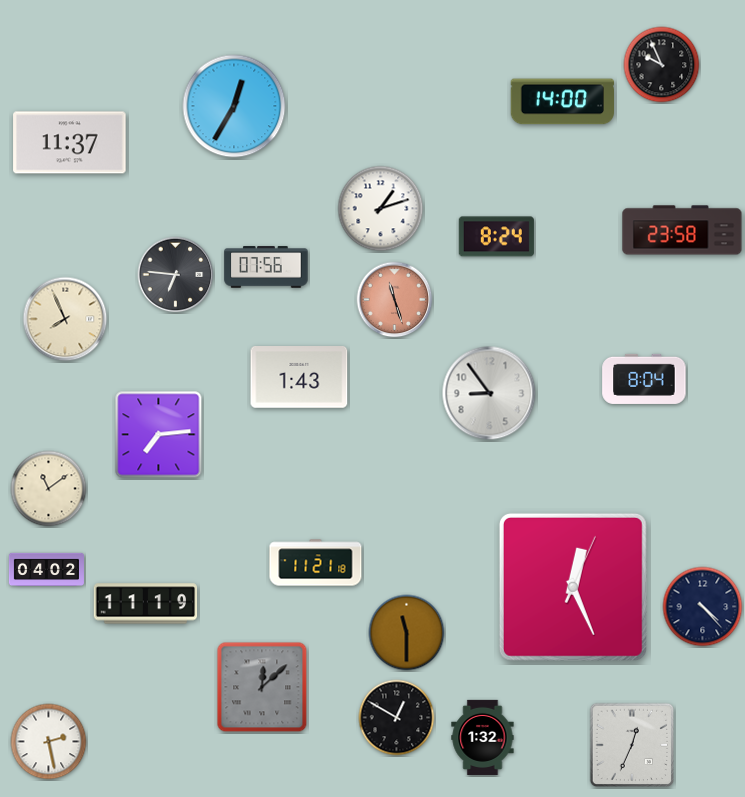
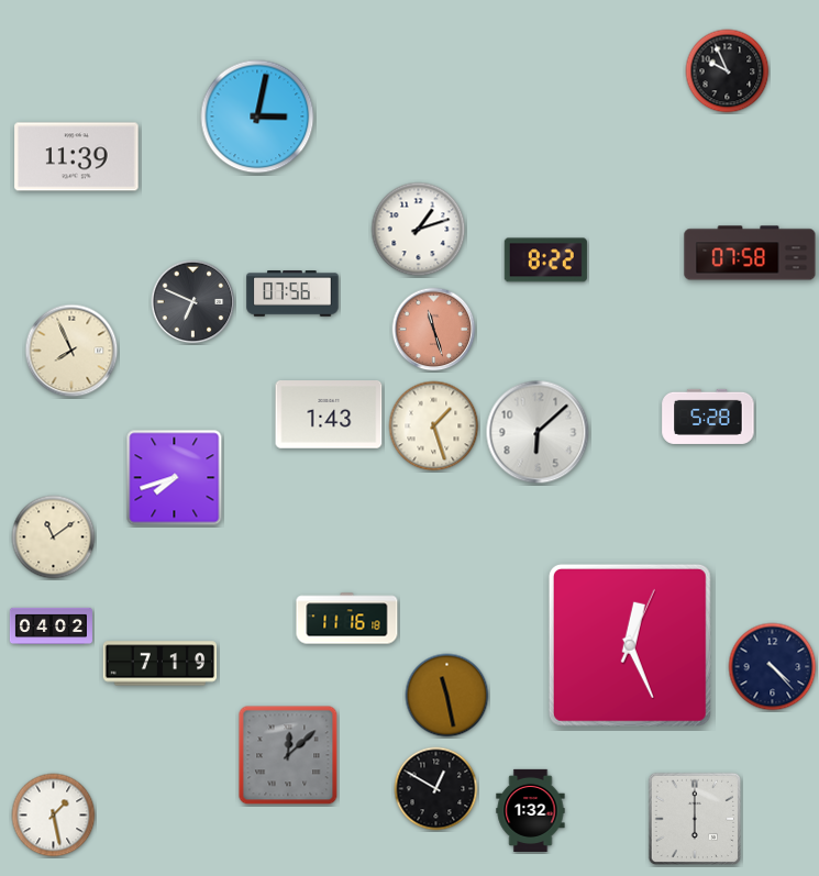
clock at (562, 102): 14:00 -> none
clock at (234, 106): 12:35 -> 3:02
clock at (70, 143): 11:37 -> 11:39
clock at (682, 230): 23:58 -> 07:58
clock at (496, 237): 8:24 -> 8:22
clock at (176, 275): 6:46 -> 6:49
clock at (644, 379): 8:04 -> 5:28
clock at (434, 426): none -> 1:27
clock at (489, 393): 8:54 -> 6:08
clock at (159, 435): 7:14 -> 7:42
clock at (316, 563): 11:21 -> 11:16
clock at (146, 604): 11:19 -> 7:19
clock at (407, 633): 11:30 -> 11:28
clock at (49, 742): 2:28 -> 1:28
clock at (632, 745): 12:34 -> 6:00
